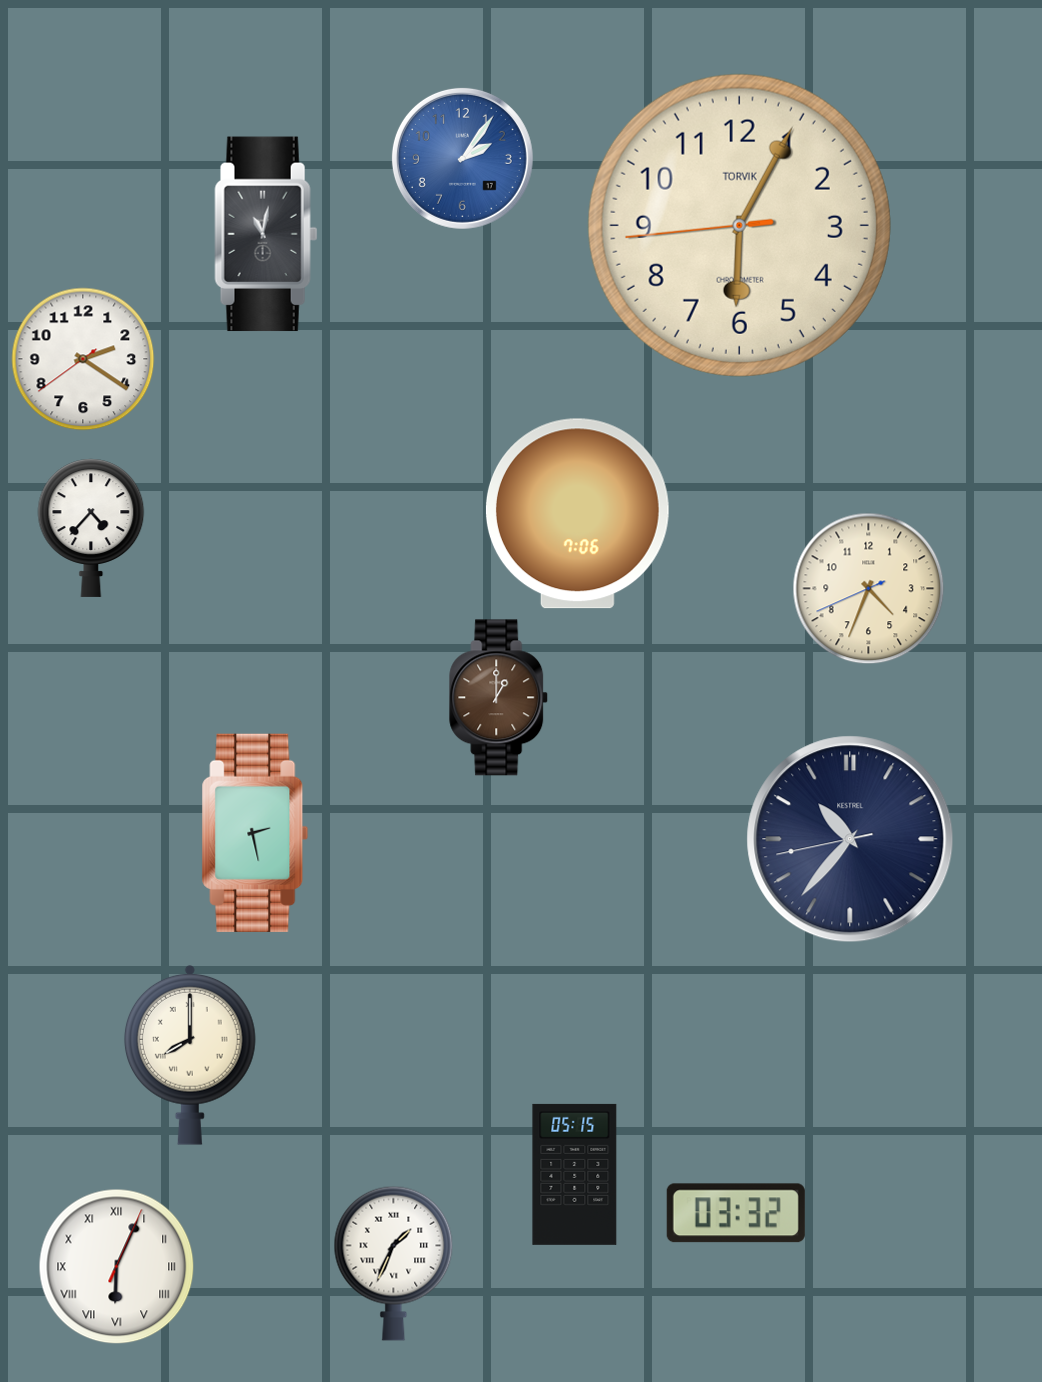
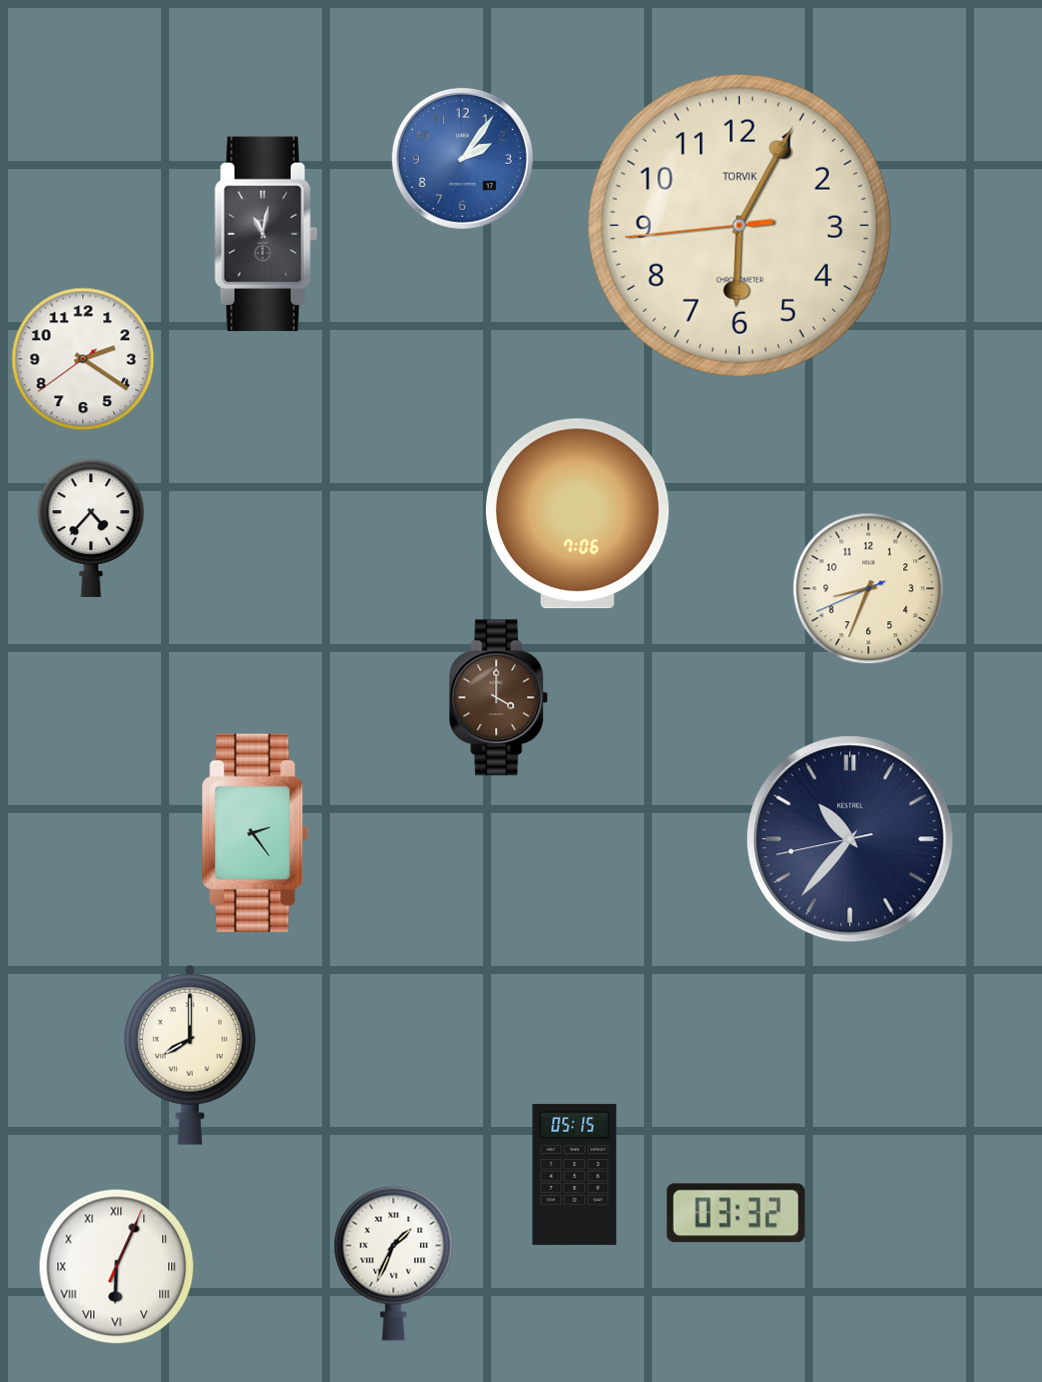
clock at (869, 589): 4:33 -> 8:33
clock at (499, 698): 1:00 -> 4:00
clock at (255, 833): 2:28 -> 2:24
